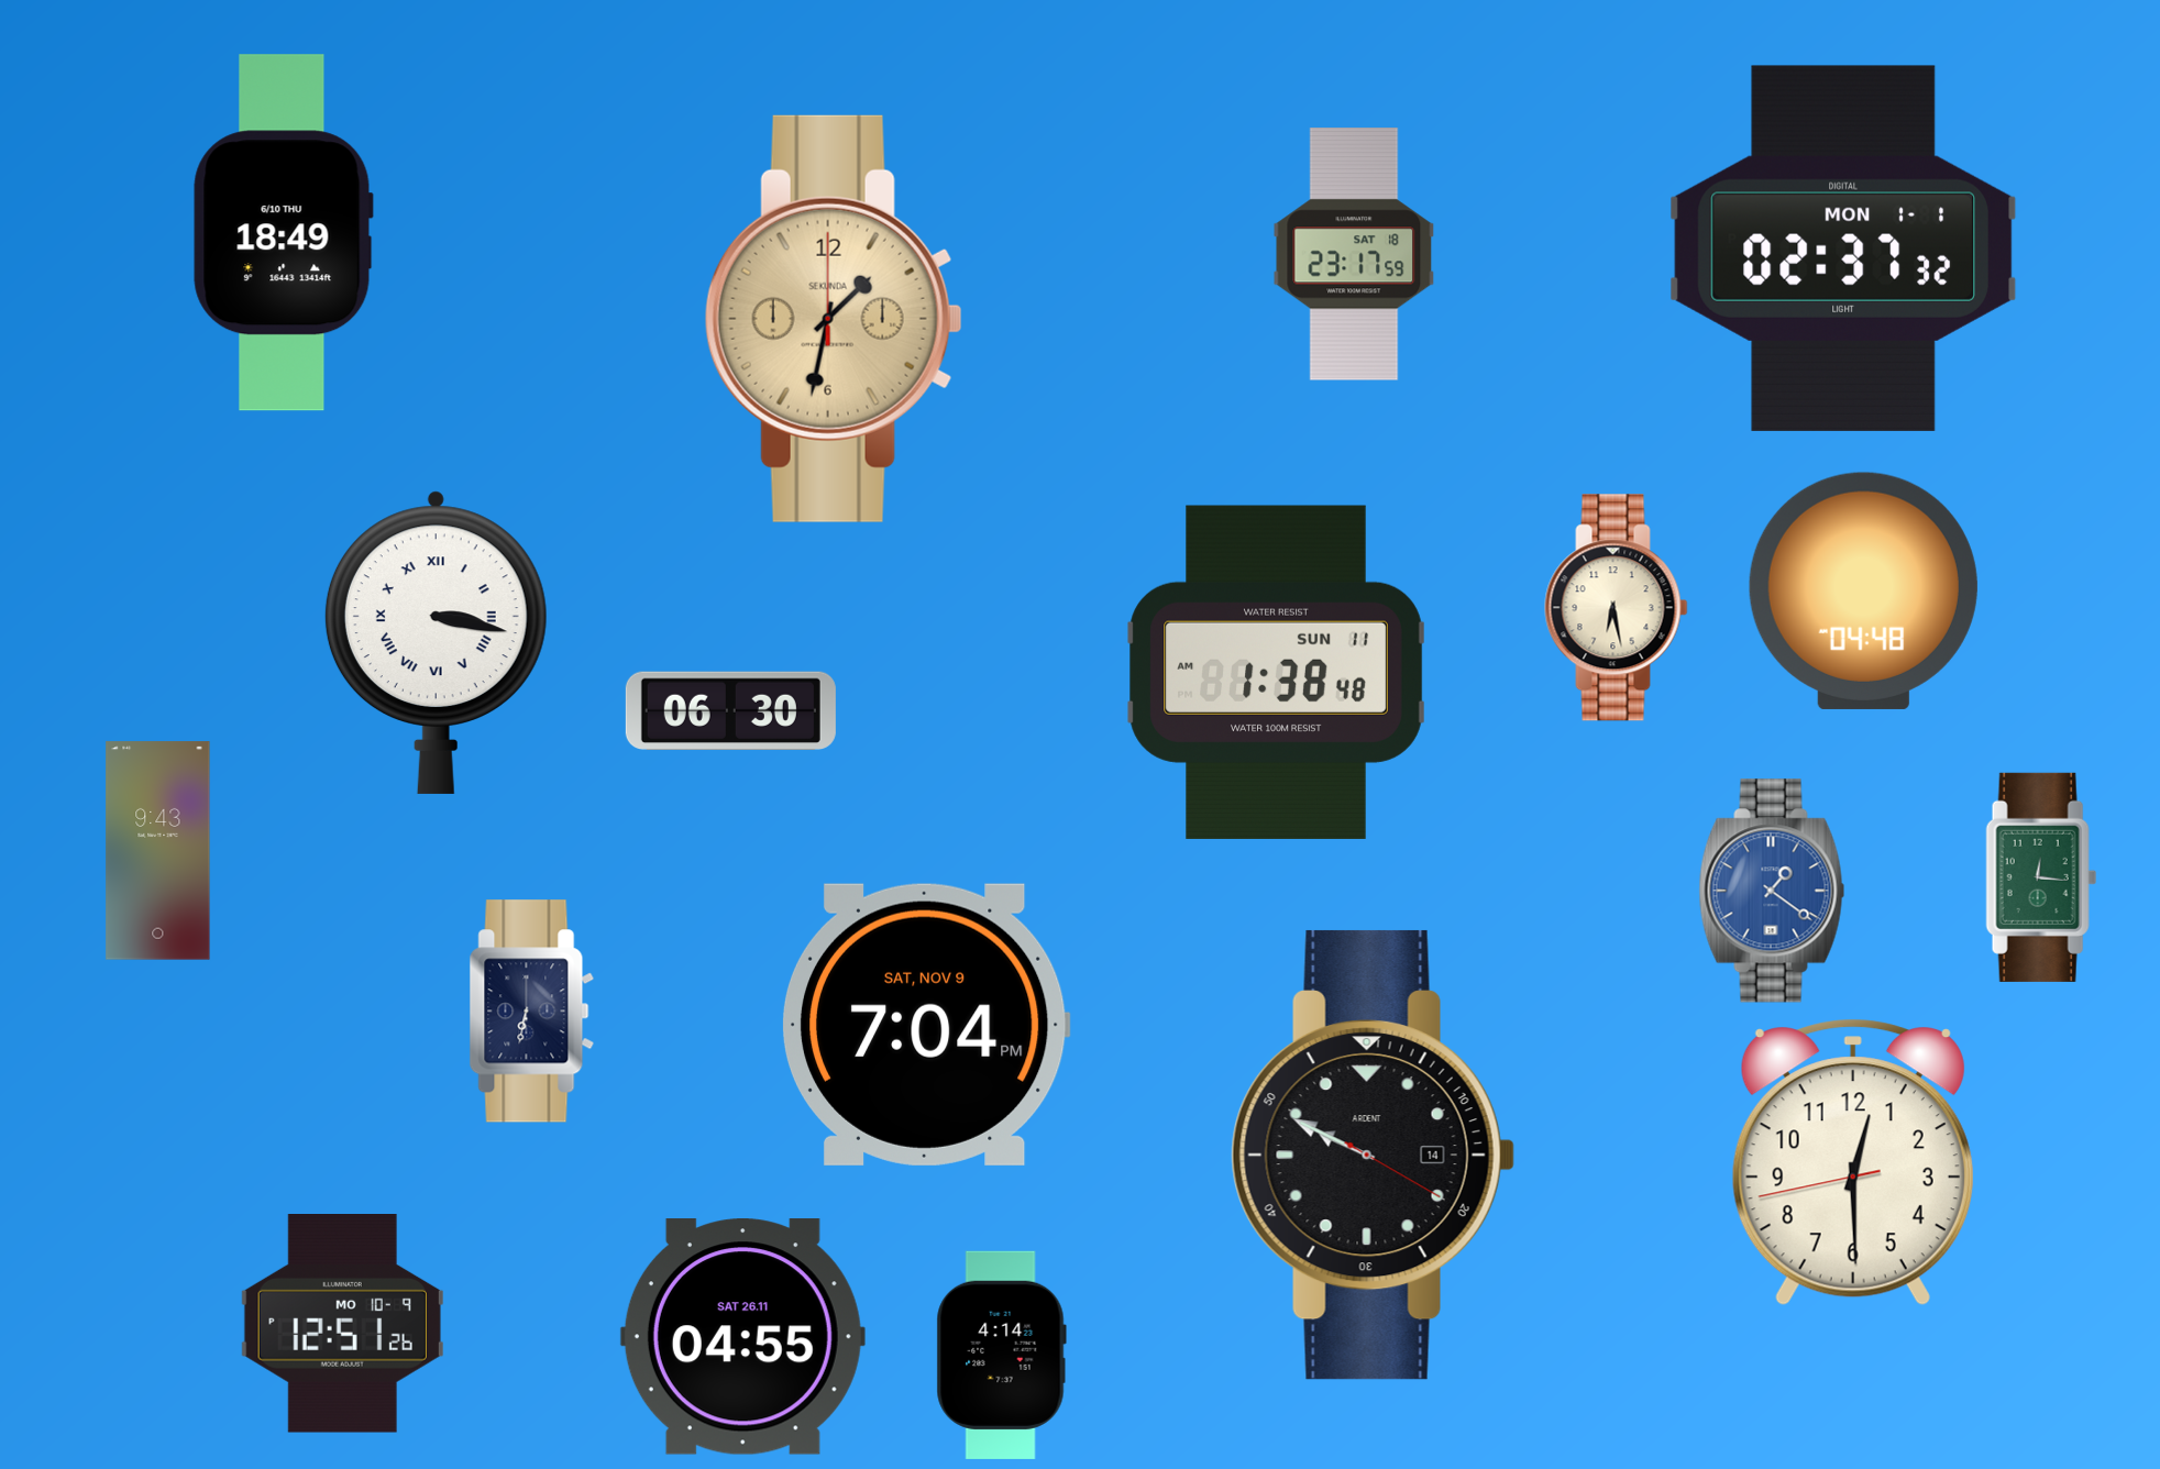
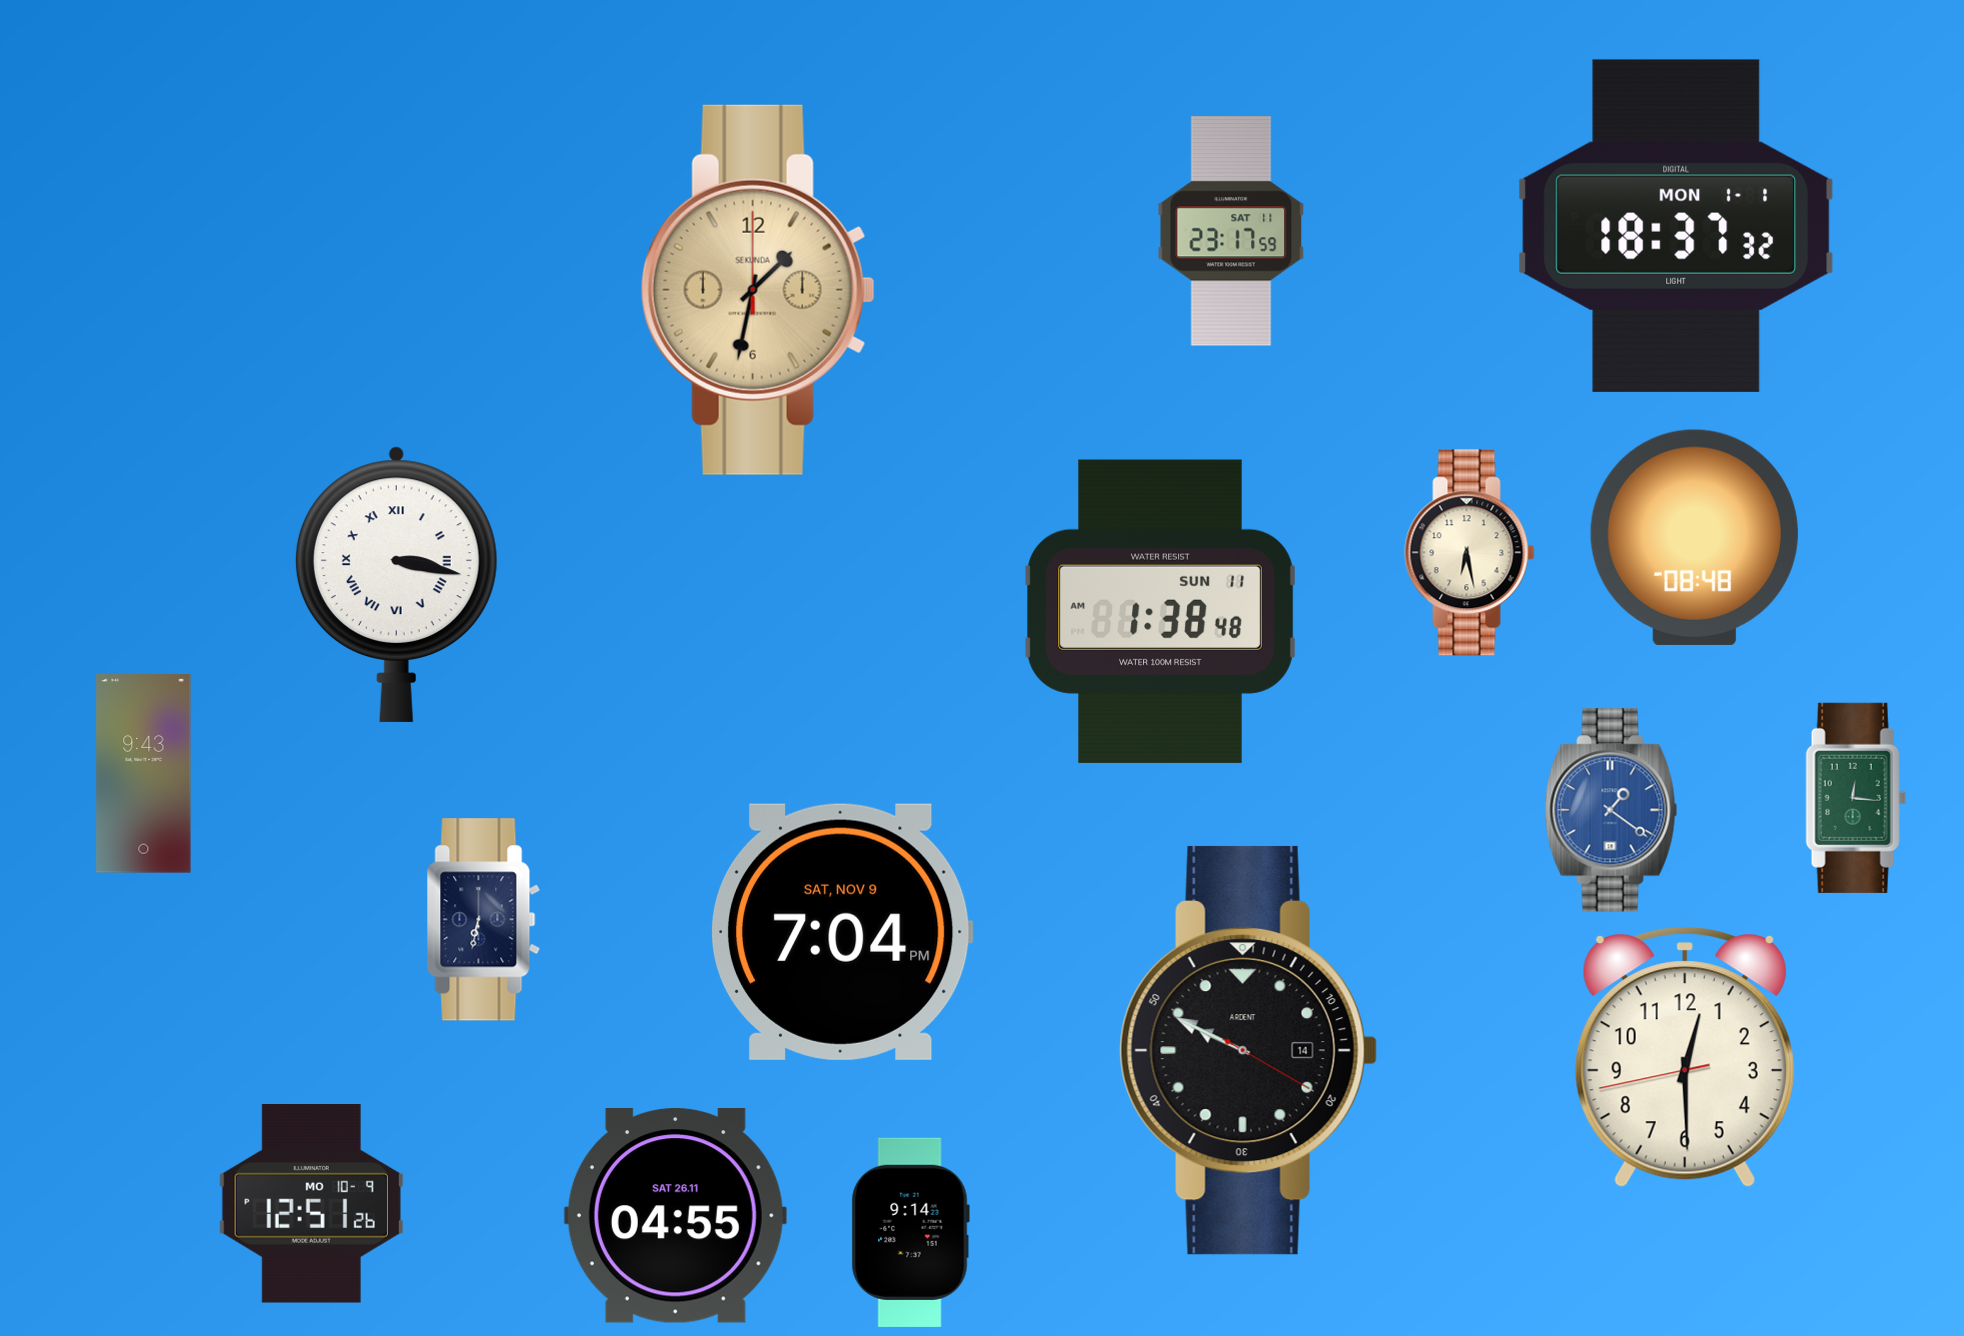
clock at (283, 233): 18:49 -> none
clock at (1843, 248): 02:37 -> 18:37
clock at (1354, 254) date: SAT 18 -> SAT 11
clock at (1863, 590): 04:48 -> 08:48
clock at (730, 710): 06:30 -> none
clock at (1001, 1355): 4:14 -> 9:14
